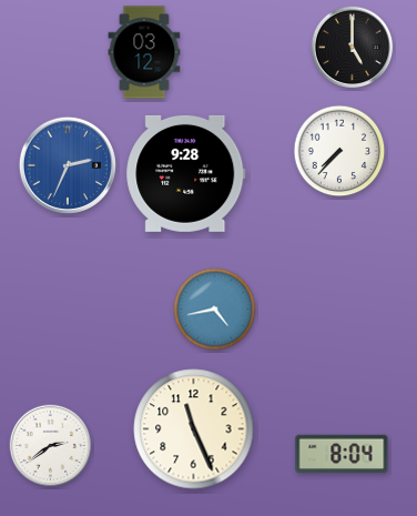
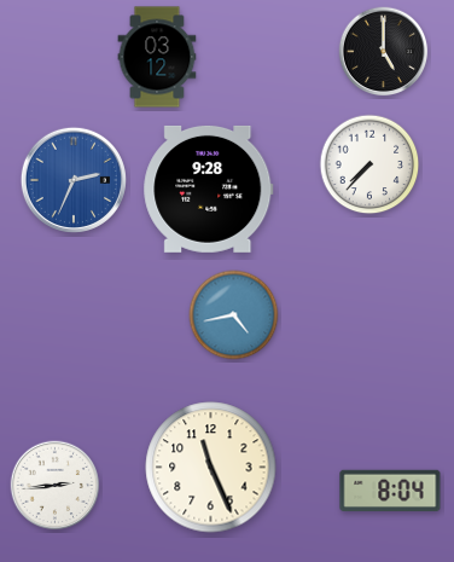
clock at (186, 173) position: (186, 173) -> (209, 189)
clock at (215, 310) position: (215, 310) -> (234, 315)
clock at (51, 446): 2:39 -> 2:44
clock at (342, 453) position: (342, 453) -> (390, 489)
